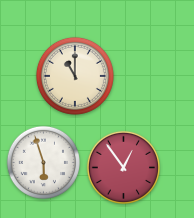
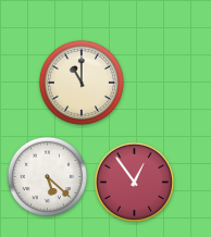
clock at (43, 162): 5:57 -> 5:22
